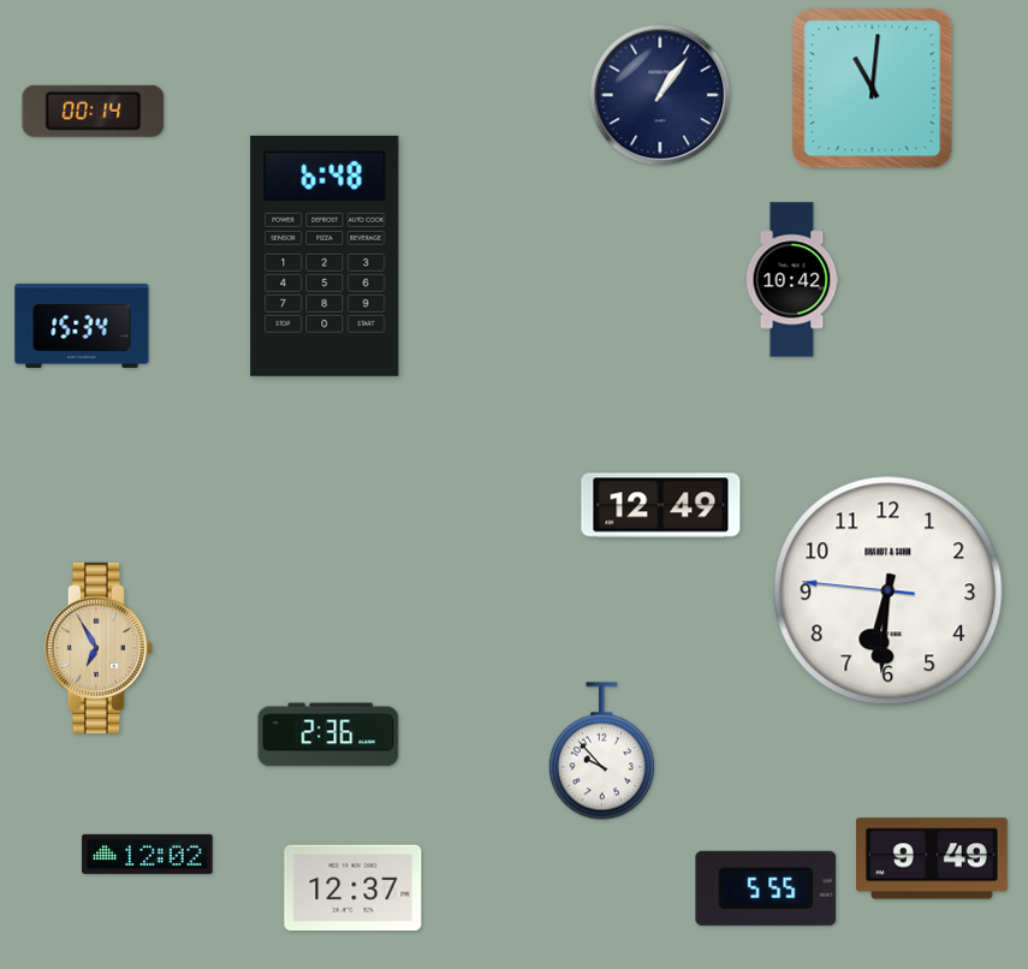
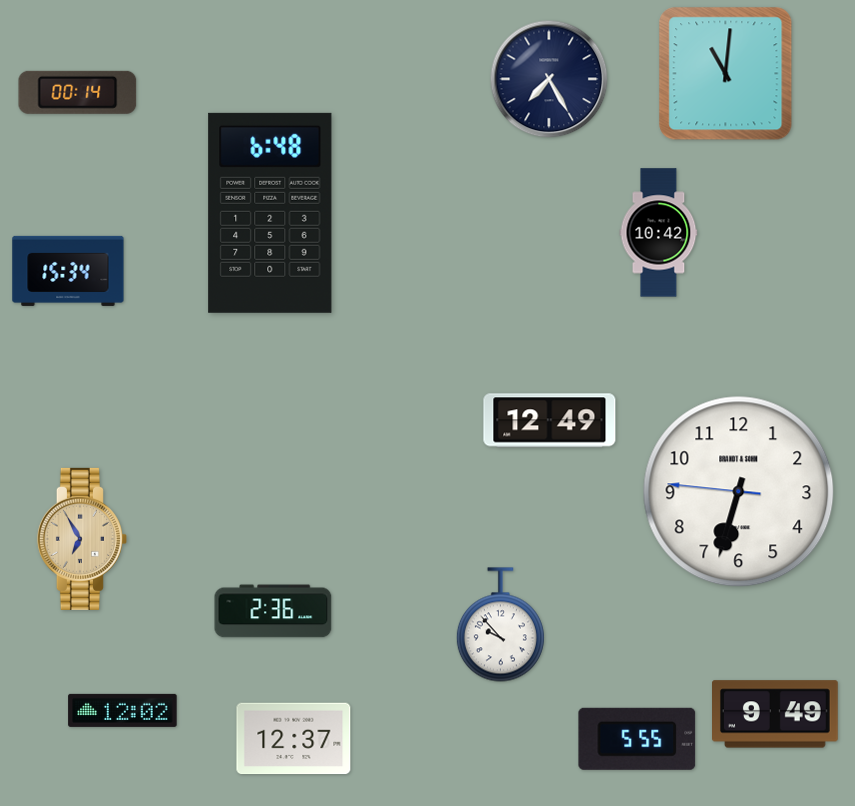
clock at (660, 95): 1:06 -> 7:25
clock at (889, 591): 6:30 -> 6:32
